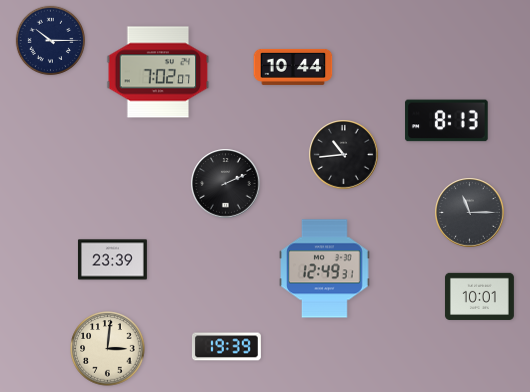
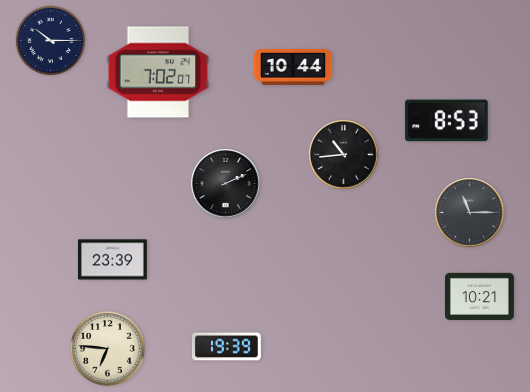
clock at (447, 121): 8:13 -> 8:53
clock at (325, 269): 12:49 -> none
clock at (479, 296): 10:01 -> 10:21
clock at (108, 349): 3:01 -> 6:46
